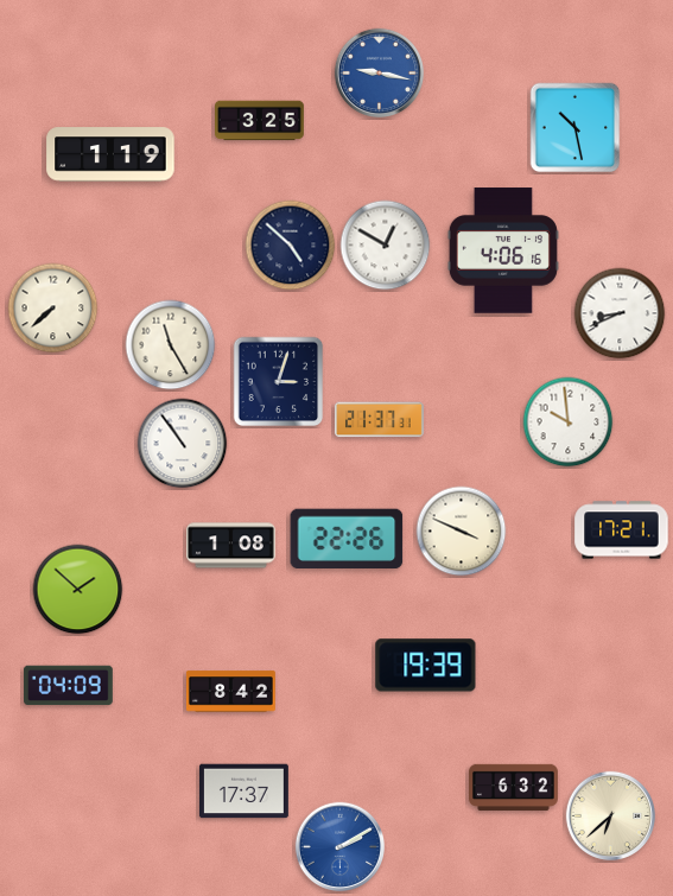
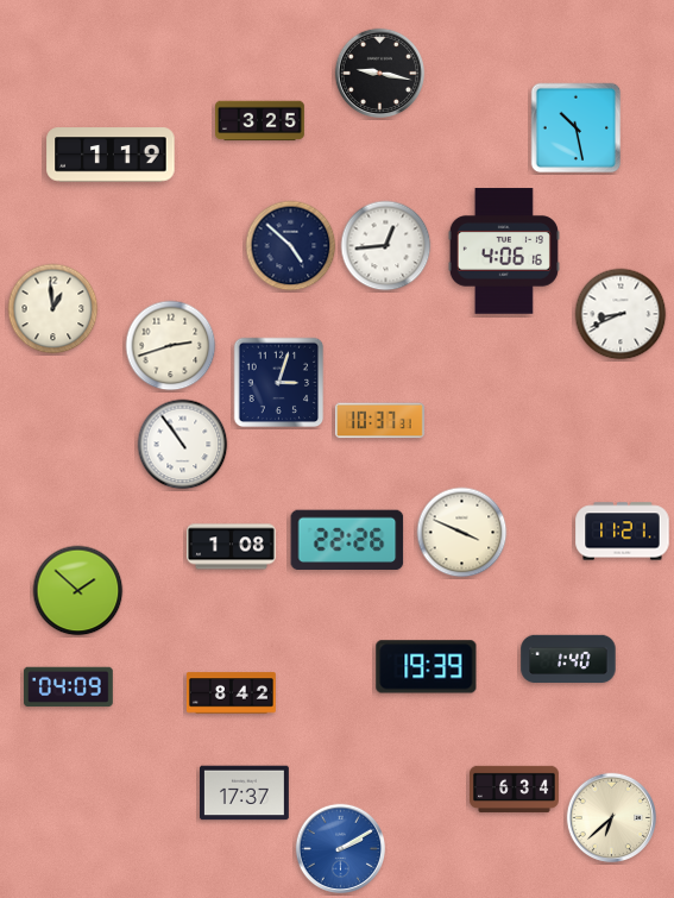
clock at (380, 74) dial: blue -> black
clock at (386, 246): 12:50 -> 12:44
clock at (53, 309): 7:38 -> 12:59
clock at (171, 345): 11:25 -> 2:42
clock at (380, 420): 21:37 -> 10:37
clock at (569, 422): 9:59 -> none
clock at (622, 530): 17:21 -> 11:21
clock at (568, 658): none -> 1:40
clock at (514, 787): 6:32 -> 6:34
